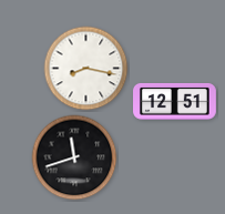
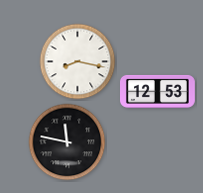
clock at (175, 101): 12:51 -> 12:53
clock at (74, 157): 11:42 -> 11:47
